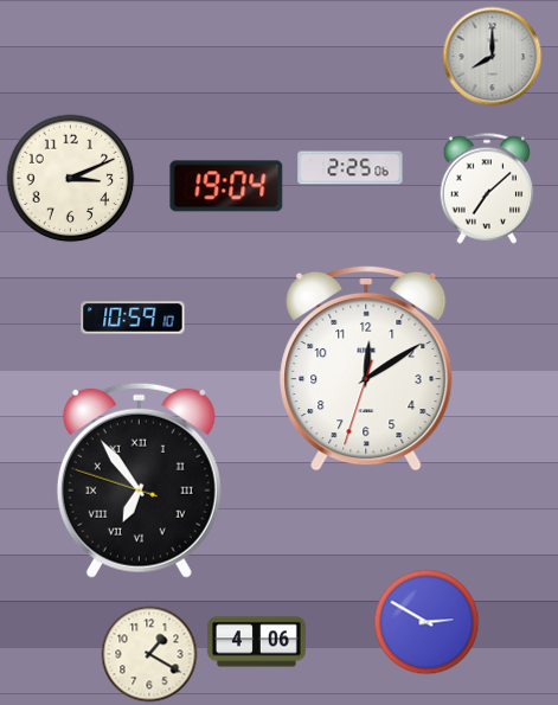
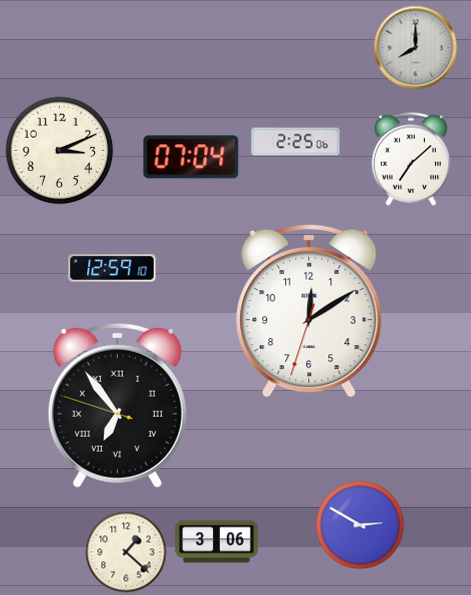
clock at (226, 186): 19:04 -> 07:04
clock at (133, 318): 10:59 -> 12:59
clock at (256, 642): 4:06 -> 3:06
clock at (149, 654): 1:20 -> 1:22
